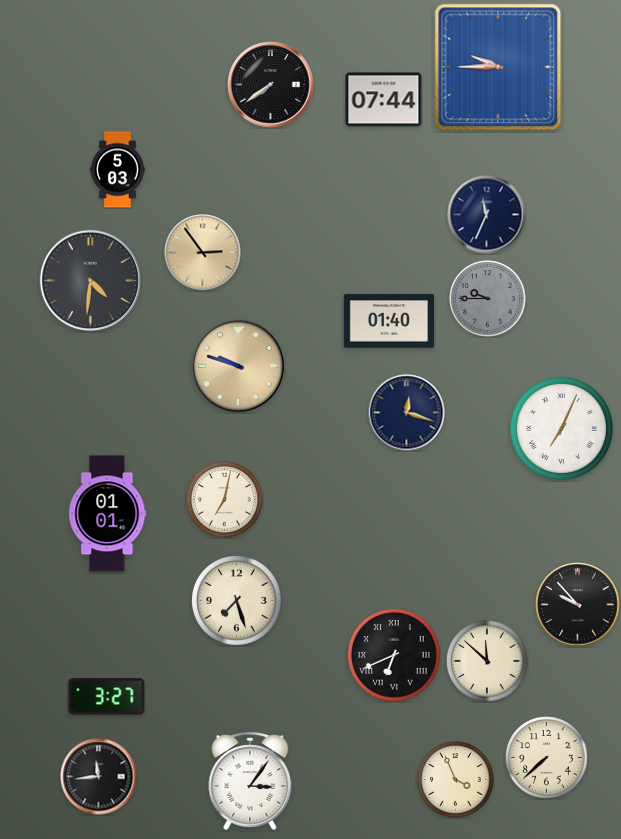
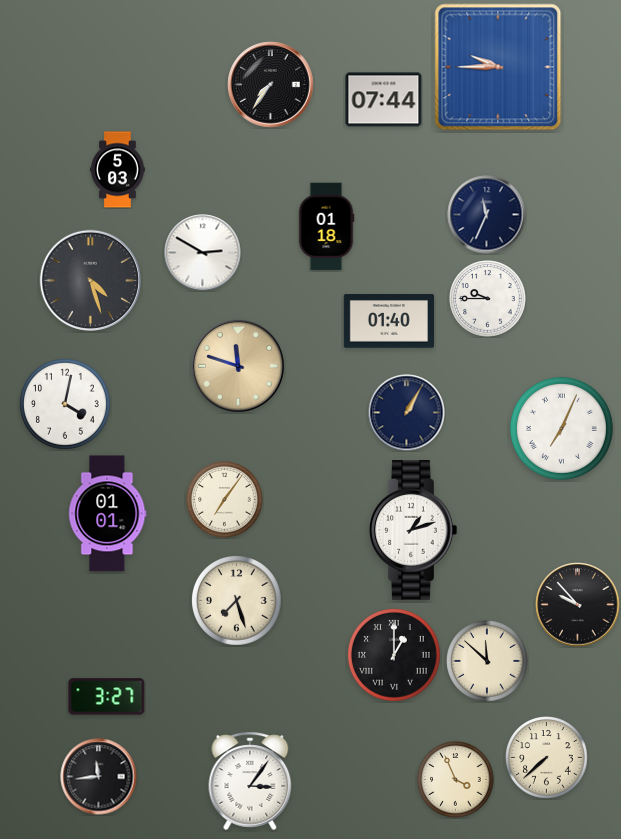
clock at (271, 85): 7:39 -> 7:36
clock at (326, 227): none -> 01:18
clock at (203, 253): 2:54 -> 2:50
clock at (203, 253) dial: champagne -> white
clock at (90, 280): 4:31 -> 4:27
clock at (488, 299) dial: grey -> white
clock at (238, 366): 9:48 -> 11:48
clock at (66, 405): none -> 4:02
clock at (407, 413): 12:18 -> 1:05
clock at (225, 500): 7:02 -> 7:06
clock at (413, 530): none -> 1:12
clock at (395, 656): 6:41 -> 1:00
